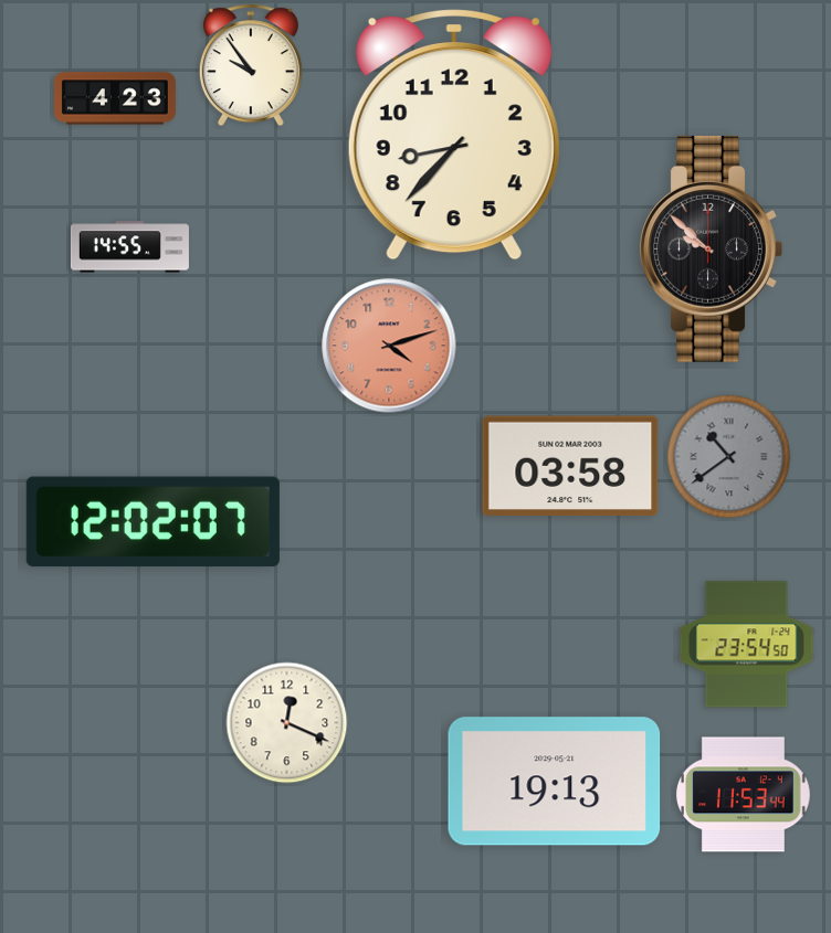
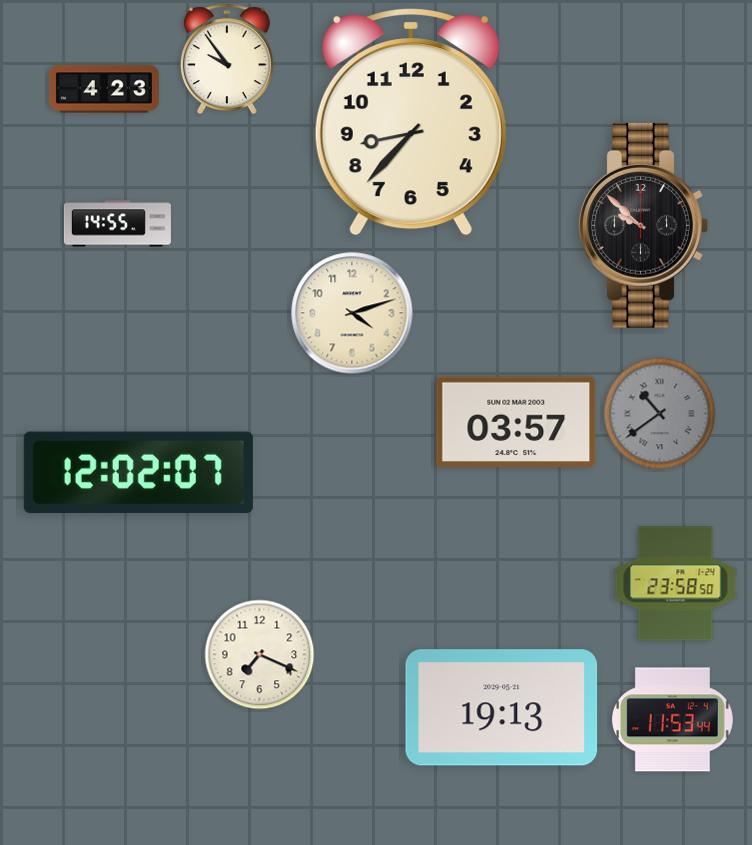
clock at (389, 346) dial: salmon -> cream
clock at (570, 466): 03:58 -> 03:57
clock at (747, 645): 23:54 -> 23:58
clock at (287, 723): 12:19 -> 7:19
